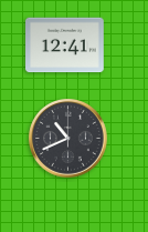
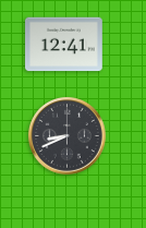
clock at (68, 139): 10:41 -> 8:41
